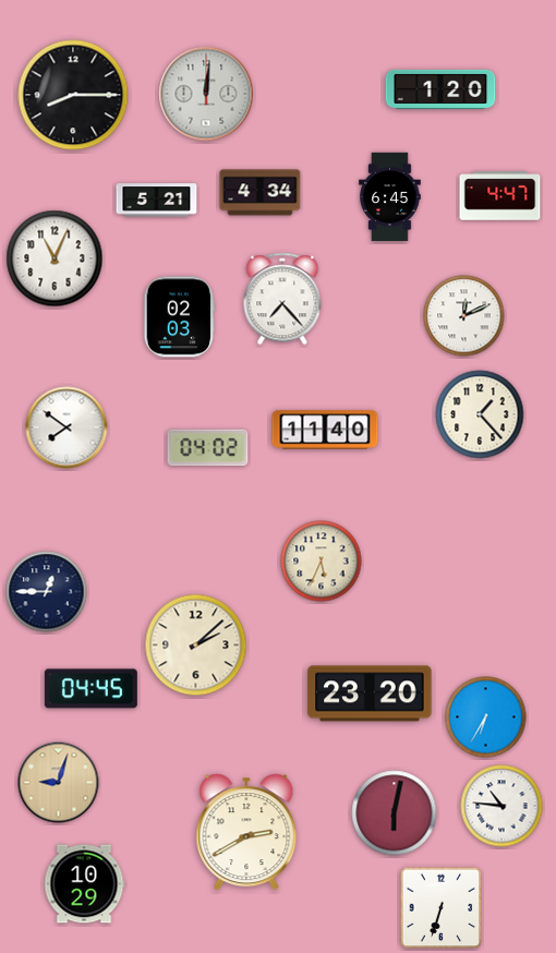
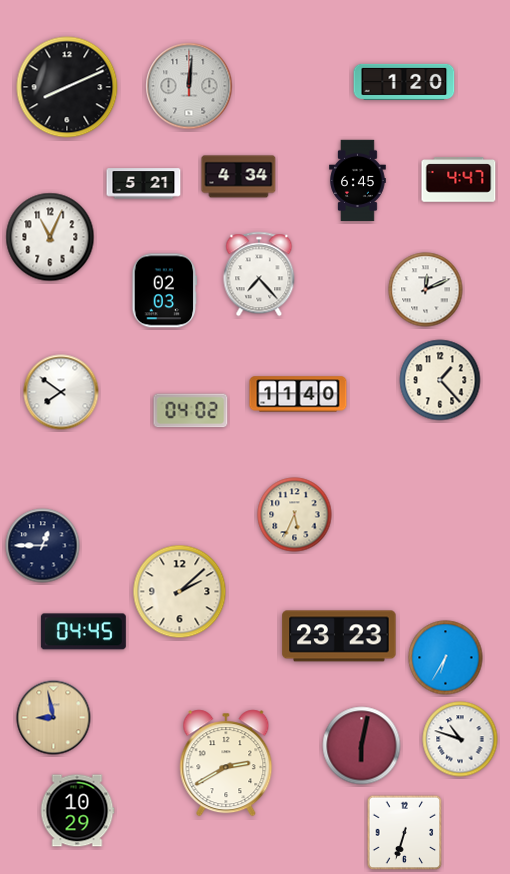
clock at (73, 95): 8:15 -> 8:11
clock at (47, 592) position: (47, 592) -> (43, 546)
clock at (370, 693): 23:20 -> 23:23
clock at (59, 783): 9:03 -> 8:58
clock at (501, 806): 10:46 -> 10:48
